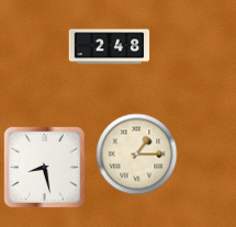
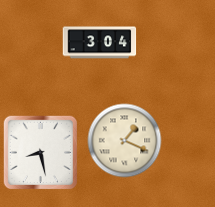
clock at (110, 47): 2:48 -> 3:04
clock at (137, 155): 1:15 -> 1:19
